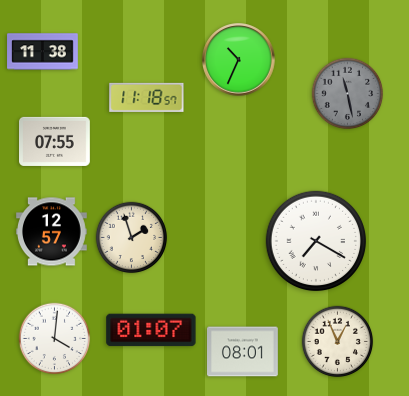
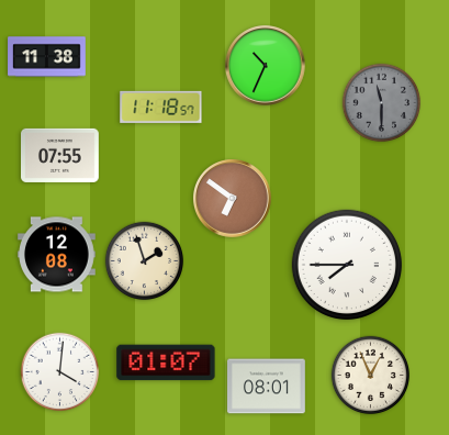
clock at (239, 60) position: (239, 60) -> (266, 66)
clock at (348, 94): 11:28 -> 11:30
clock at (233, 199): none -> 6:51
clock at (52, 232): 12:57 -> 12:08
clock at (316, 241): 7:20 -> 7:45
